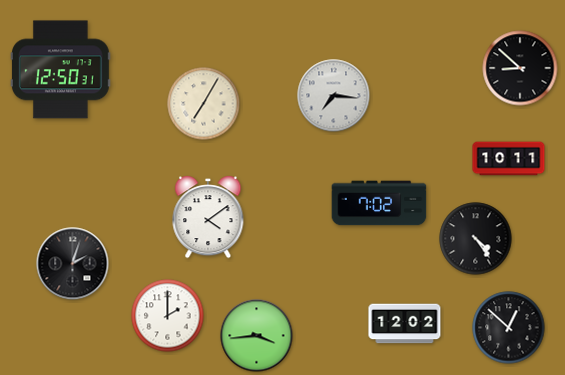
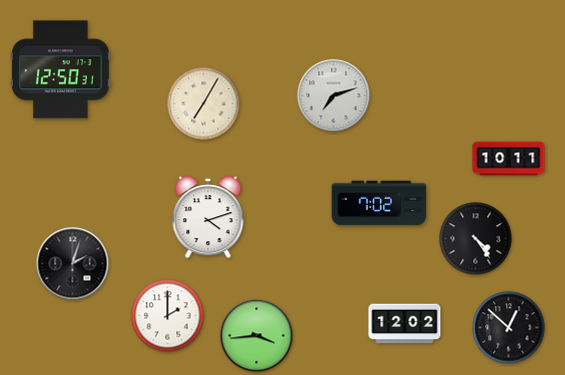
clock at (520, 68): 8:52 -> none
clock at (334, 96): 7:16 -> 7:12
clock at (208, 217): 4:09 -> 4:12
